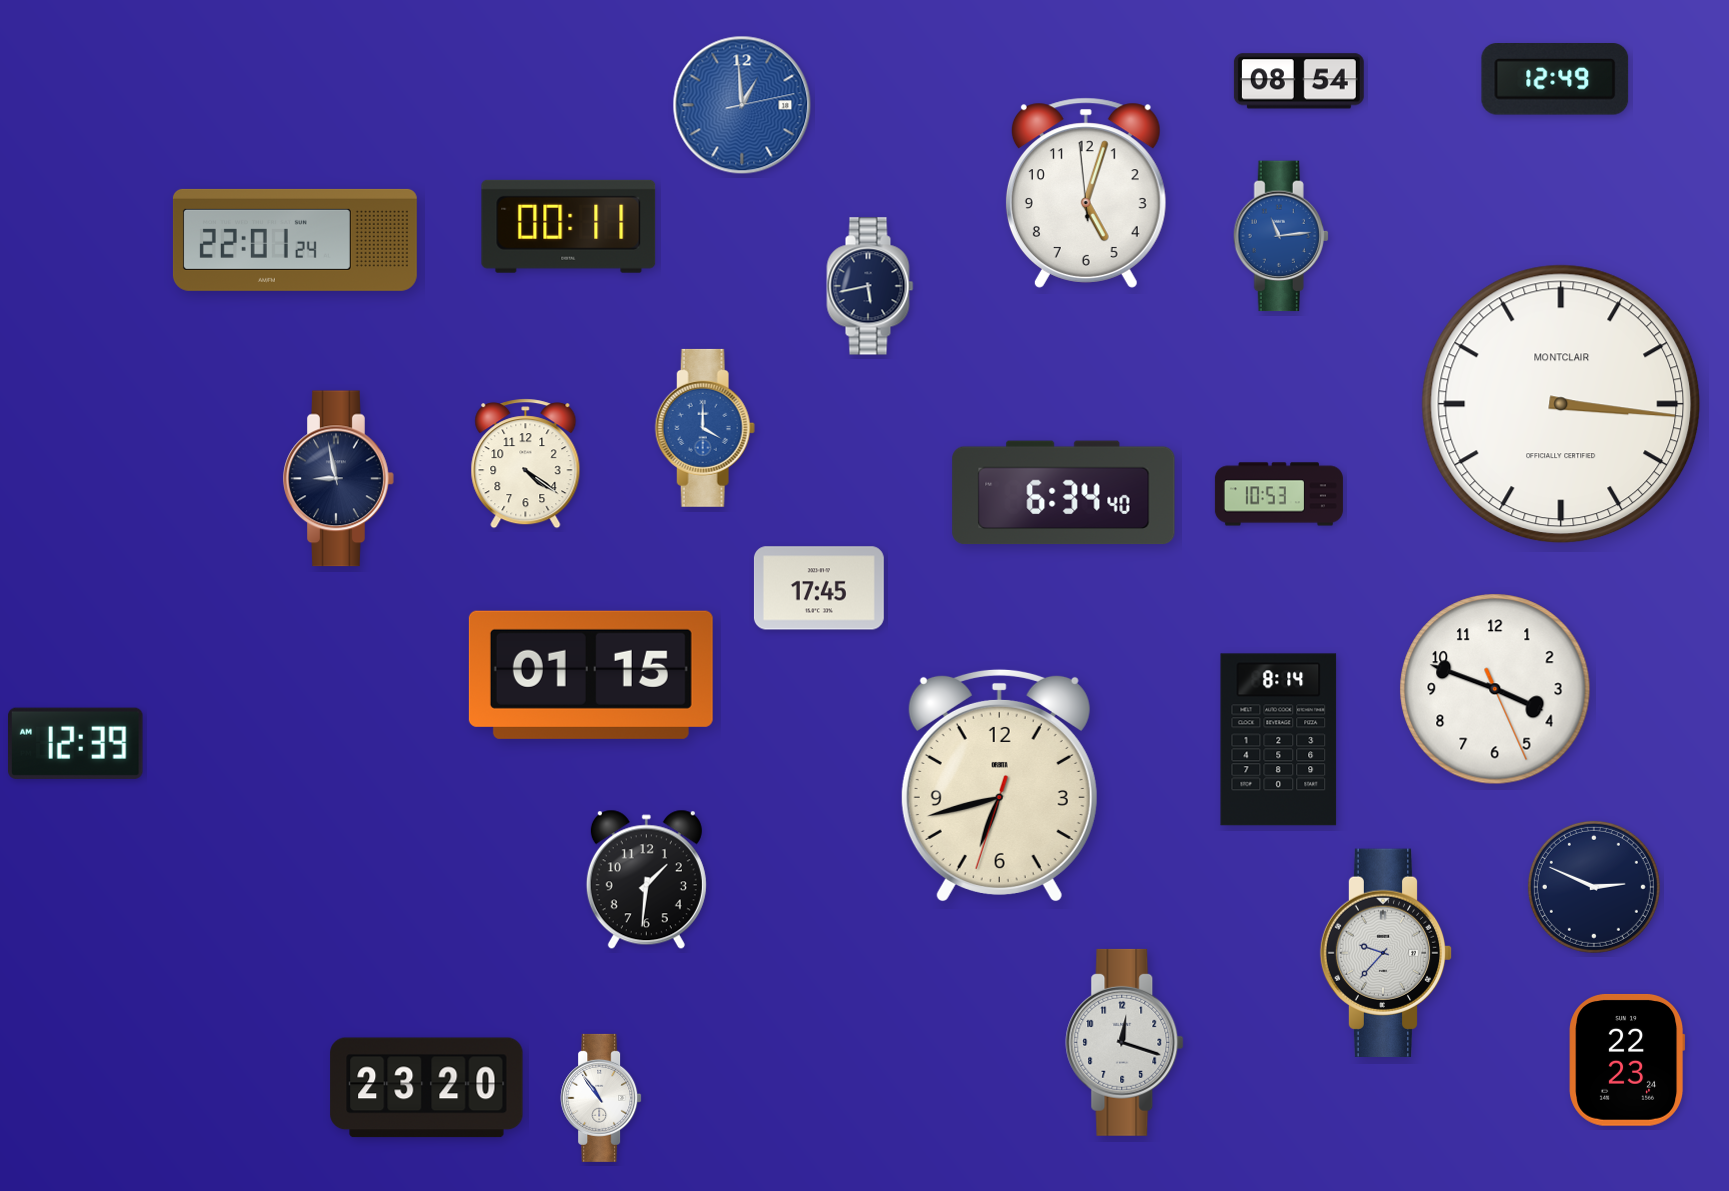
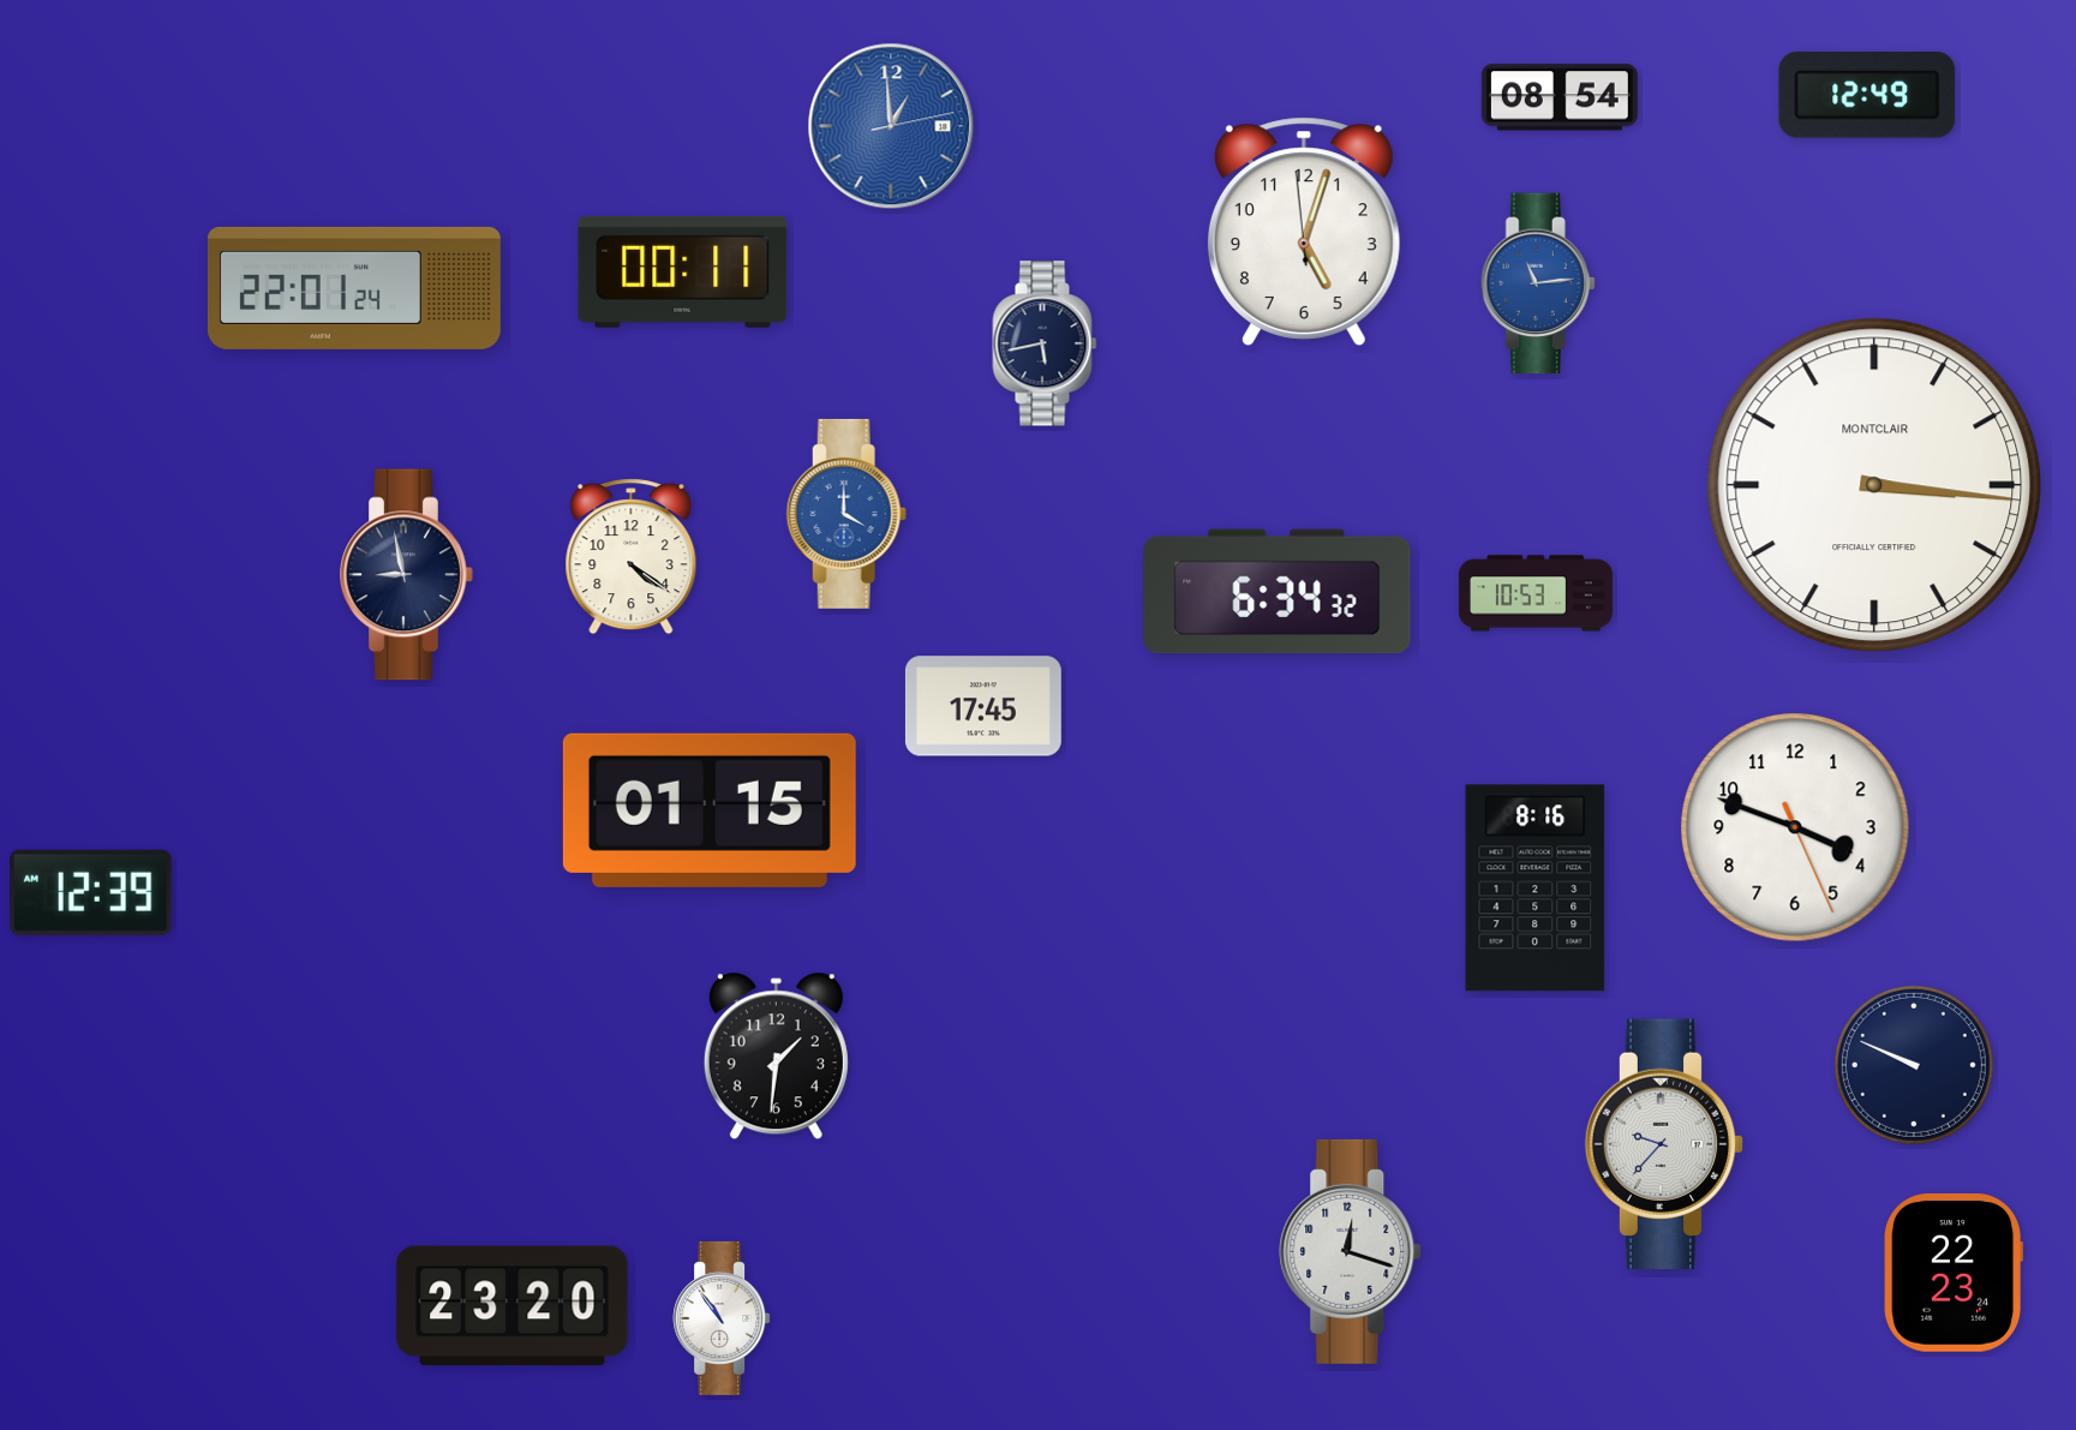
clock at (1064, 493): 6:34:40 -> 6:34:32
clock at (1279, 740): 8:14 -> 8:16
clock at (999, 785): 6:42 -> none
clock at (1594, 887): 2:49 -> 9:49
